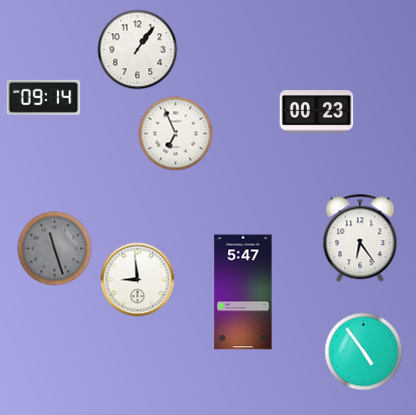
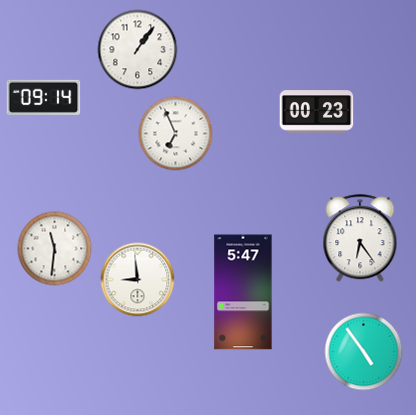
clock at (55, 249): 11:27 -> 11:31
clock at (55, 249) dial: grey -> white
